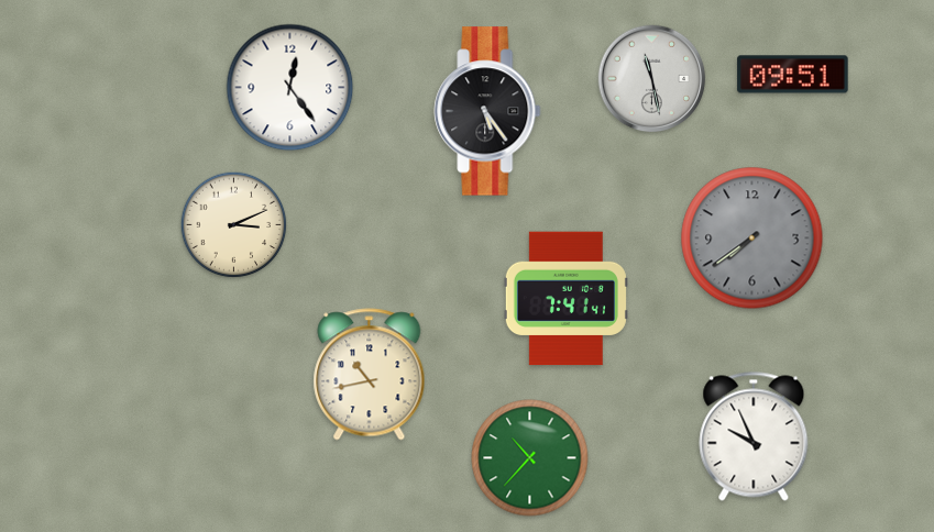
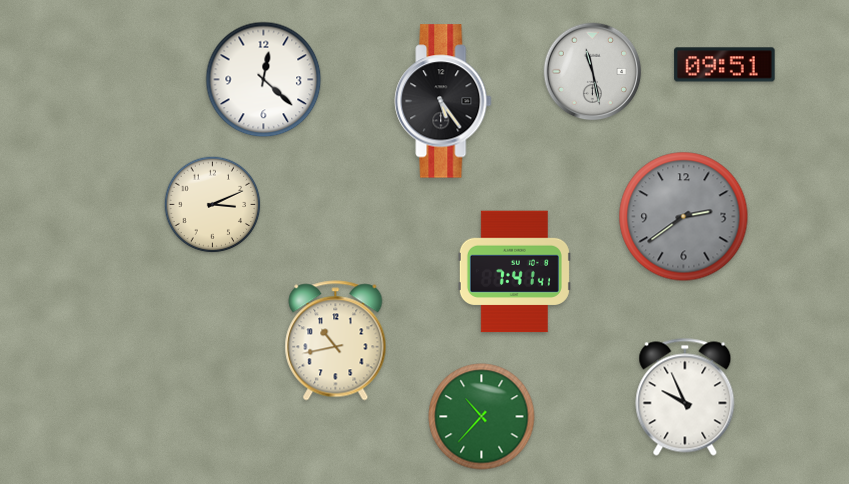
clock at (793, 75) position: (793, 75) -> (725, 65)
clock at (290, 88): 12:24 -> 12:22
clock at (752, 239): 7:39 -> 2:39
